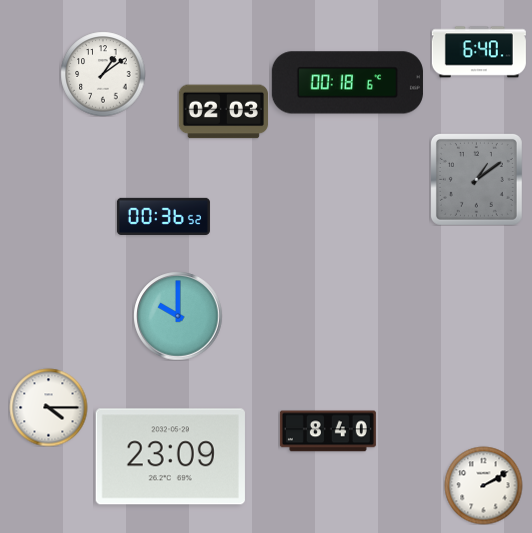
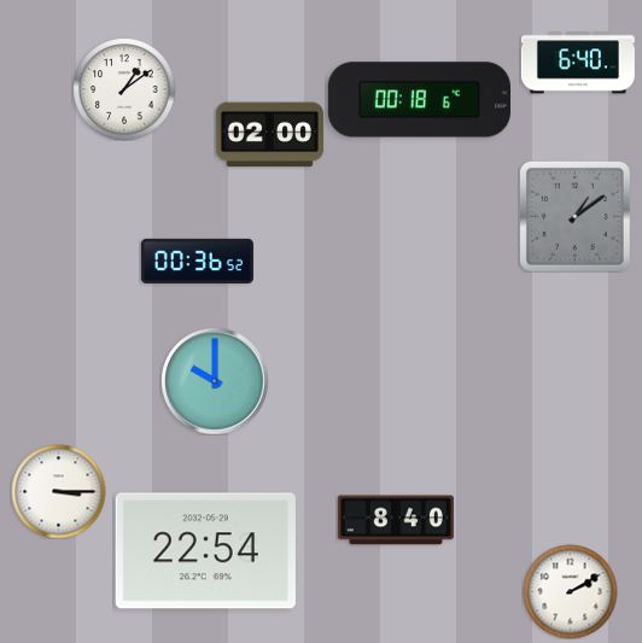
clock at (223, 112): 02:03 -> 02:00
clock at (48, 407): 4:15 -> 3:15
clock at (170, 457): 23:09 -> 22:54
clock at (483, 485) position: (483, 485) -> (570, 591)
